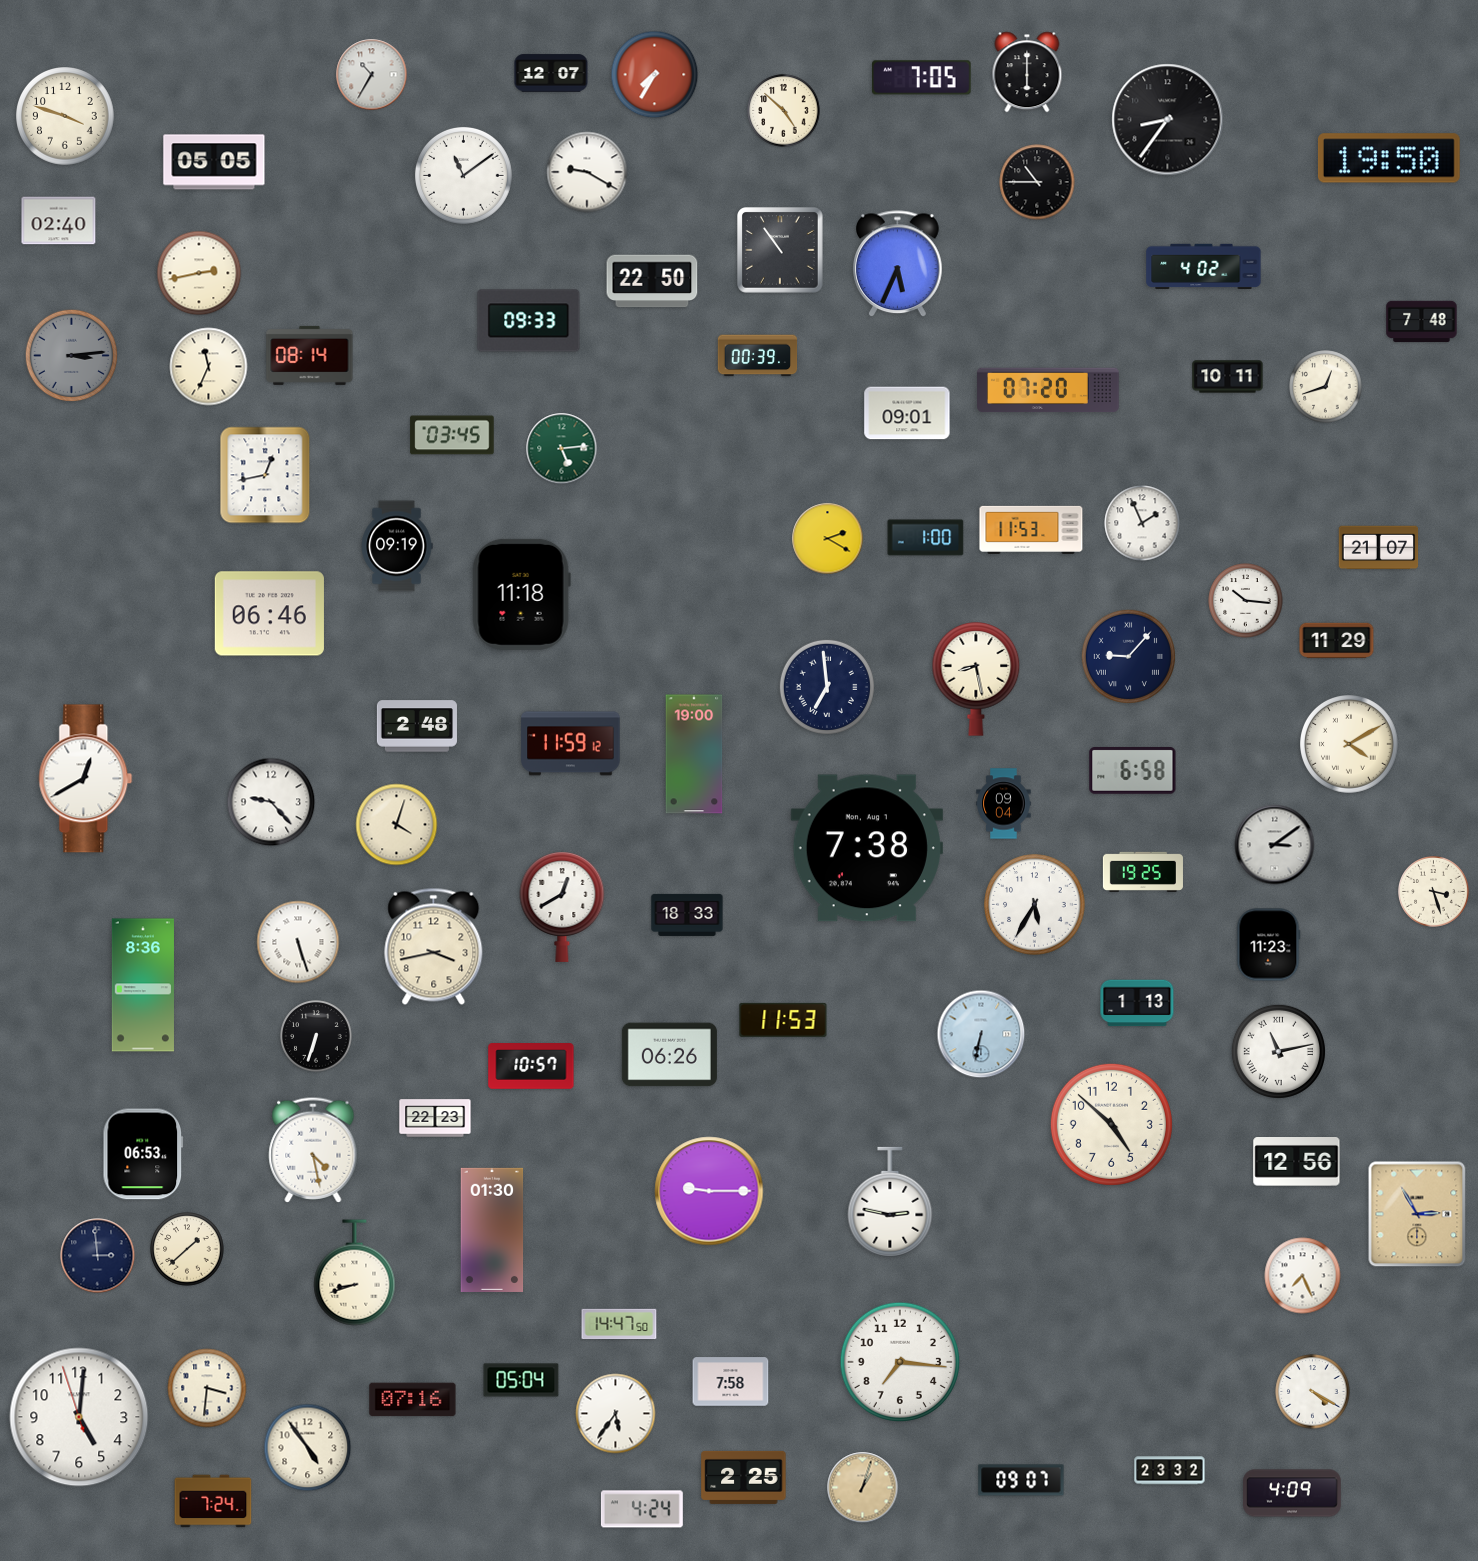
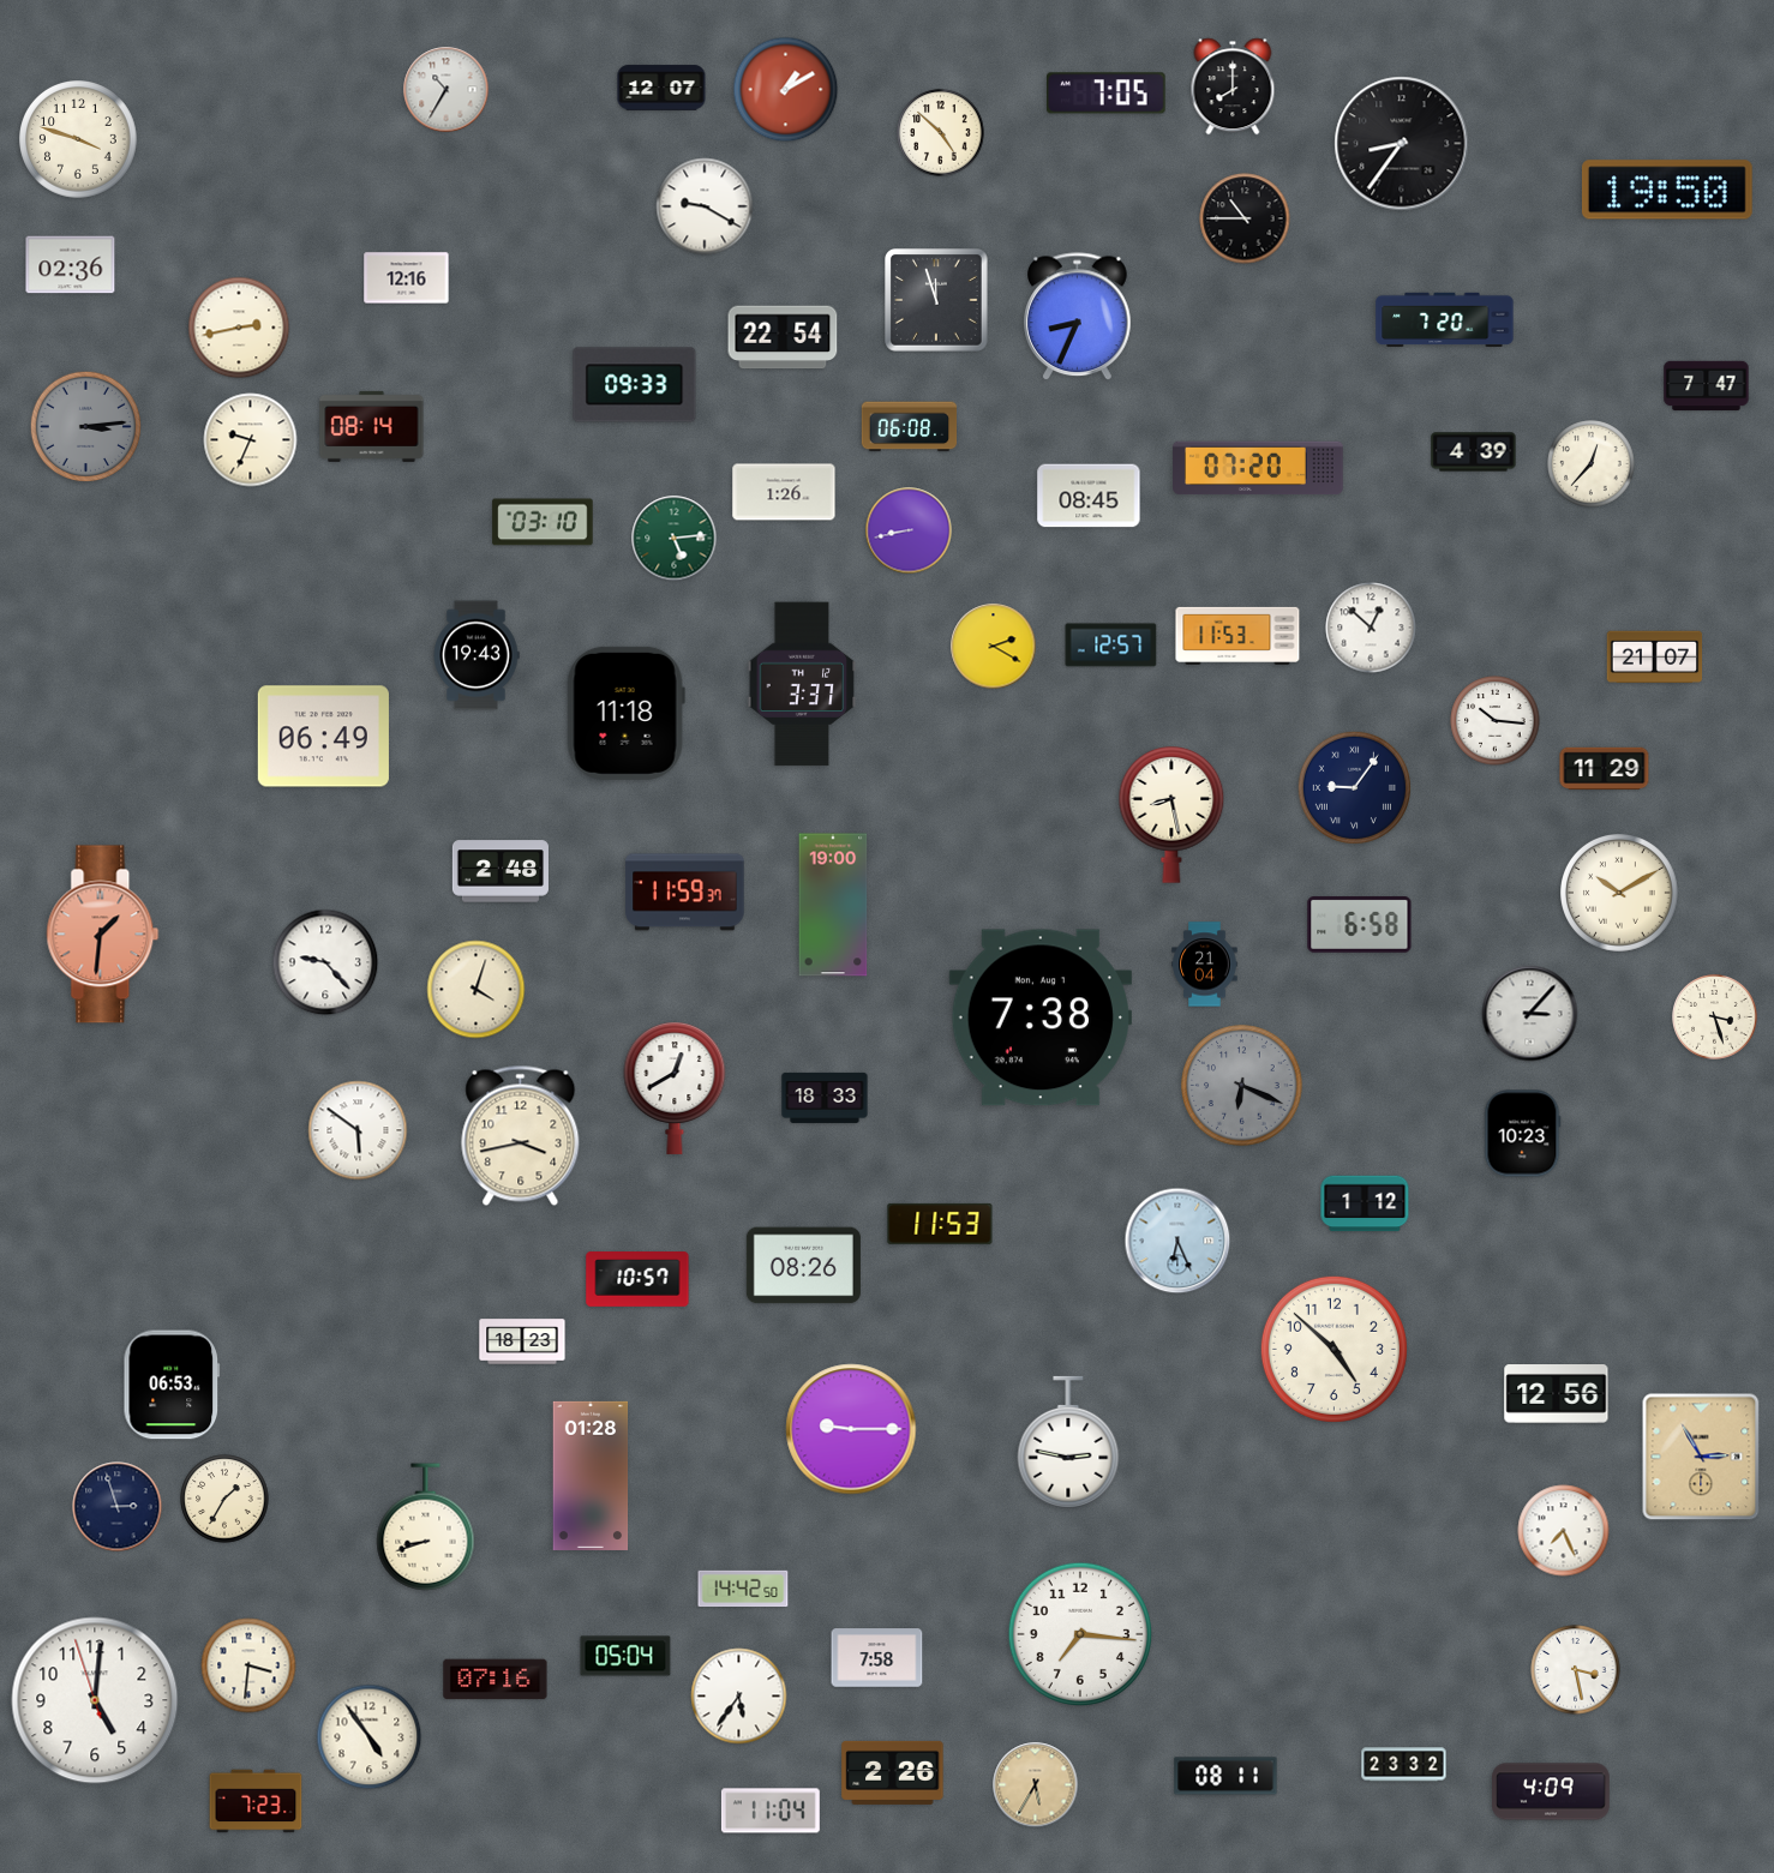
clock at (1027, 72): 6:00 -> 8:00
clock at (655, 75): 7:35 -> 1:10
clock at (214, 162): 05:05 -> none
clock at (463, 175): 11:09 -> none
clock at (59, 221): 02:40 -> 02:36
clock at (407, 278): none -> 12:16
clock at (781, 251): 10:54 -> 11:57
clock at (898, 264): 5:34 -> 8:34
clock at (1204, 267): 4:02 -> 7:20
clock at (652, 281): 22:50 -> 22:54
clock at (1422, 322): 7:48 -> 7:47
clock at (758, 356): 00:39 -> 06:08
clock at (209, 367): 11:34 -> 9:34
clock at (1228, 377): 10:11 -> 4:39
clock at (1326, 387): 12:42 -> 12:37
clock at (784, 492): none -> 1:26
clock at (907, 413): 09:01 -> 08:45
clock at (452, 435): 03:45 -> 03:10
clock at (909, 530): none -> 8:43
clock at (265, 475): 12:43 -> none
clock at (1142, 523): 1:56 -> 12:52
clock at (926, 538): 1:00 -> 12:57
clock at (397, 546): 09:19 -> 19:43
clock at (802, 684): none -> 3:37
clock at (269, 614): 06:46 -> 06:49
clock at (1128, 656): 9:07 -> 9:06
clock at (827, 687): 6:59 -> none
clock at (571, 744): 11:59:12 -> 11:59:37
clock at (1350, 745): 4:10 -> 10:10
clock at (86, 779): 12:40 -> 1:31
clock at (86, 779) dial: white -> salmon
clock at (1004, 804): 09:04 -> 21:04
clock at (1275, 845): 3:09 -> 3:07
clock at (1143, 871): 19:25 -> none
clock at (1434, 892) position: (1434, 892) -> (1715, 1017)
clock at (1035, 905): 5:35 -> 6:19
clock at (1035, 905) dial: white -> grey
clock at (298, 942): 5:27 -> 5:51
clock at (1269, 945): 11:23 -> 10:23
clock at (143, 985): 8:36 -> none
clock at (1137, 1003): 1:13 -> 1:12
clock at (981, 1034): 6:32 -> 6:26
clock at (316, 1036): 6:33 -> none
clock at (1278, 1051): 11:13 -> none
clock at (669, 1055): 06:26 -> 08:26
clock at (435, 1118): 22:23 -> 18:23
clock at (313, 1150): 4:28 -> none
clock at (492, 1230): 01:30 -> 01:28
clock at (187, 1249): 1:38 -> 1:35
clock at (98, 1256): 2:59 -> 2:57
clock at (619, 1324): 14:47 -> 14:42
clock at (1313, 1392): 4:20 -> 3:28
clock at (744, 1477): 2:25 -> 2:26
clock at (1021, 1480): 09:07 -> 08:11
clock at (863, 1488): 1:03 -> 5:35
clock at (213, 1501): 7:24 -> 7:23
clock at (642, 1509): 4:24 -> 11:04
